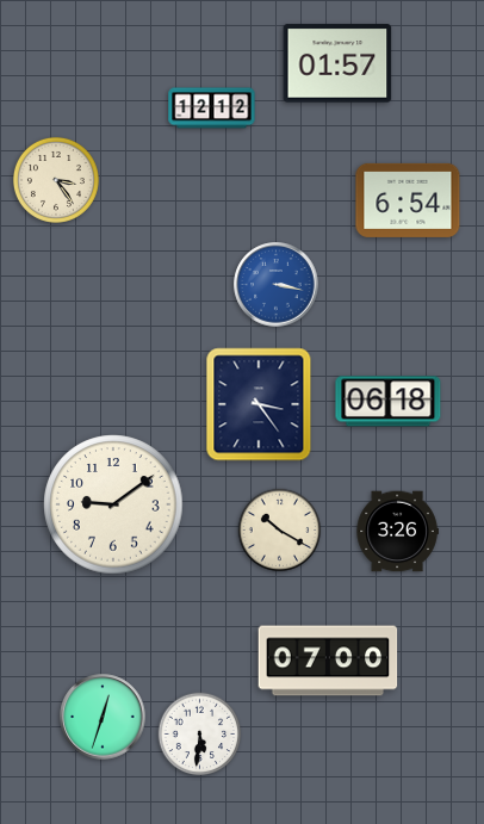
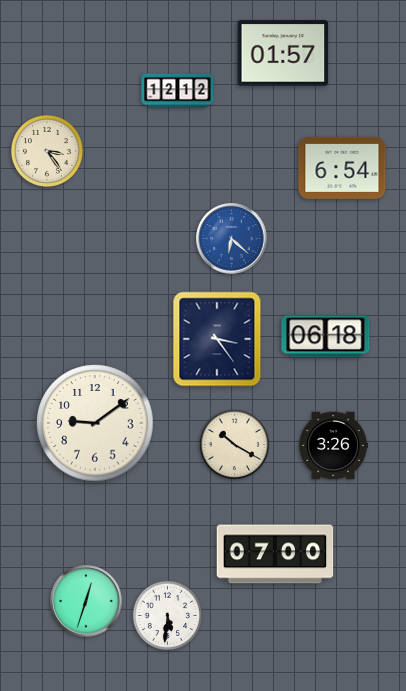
clock at (277, 285): 3:17 -> 6:22
